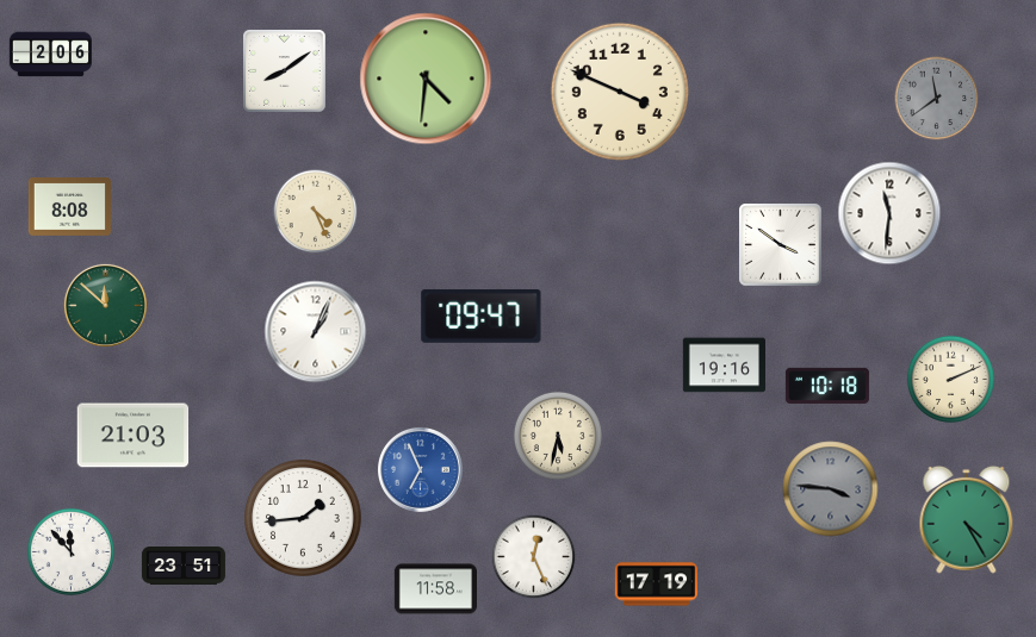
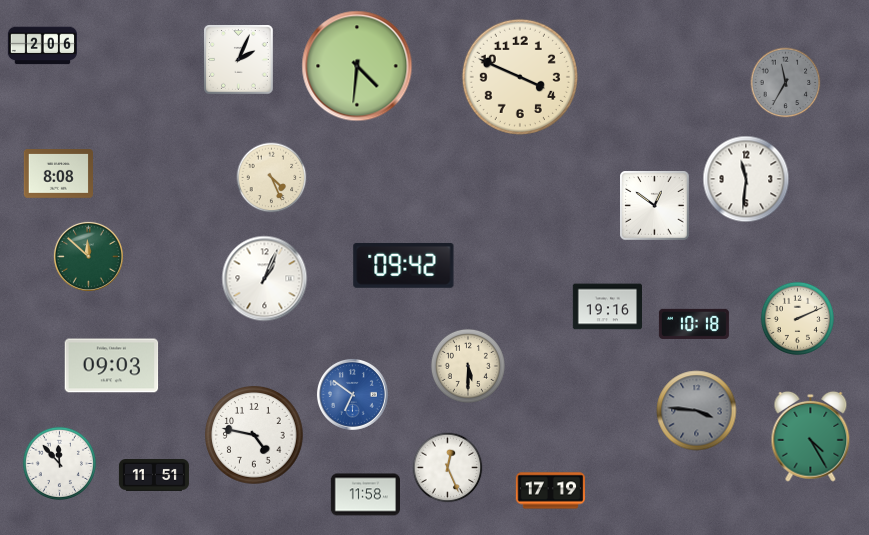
clock at (285, 71): 8:09 -> 2:04
clock at (937, 99): 11:39 -> 11:35
clock at (316, 212) position: (316, 212) -> (272, 178)
clock at (781, 245): 3:51 -> 12:51
clock at (482, 316): 09:47 -> 09:42
clock at (134, 436): 21:03 -> 09:03
clock at (558, 436): 5:32 -> 5:30
clock at (420, 469): 6:56 -> 6:51
clock at (304, 519): 1:44 -> 4:47
clock at (184, 567): 23:51 -> 11:51
